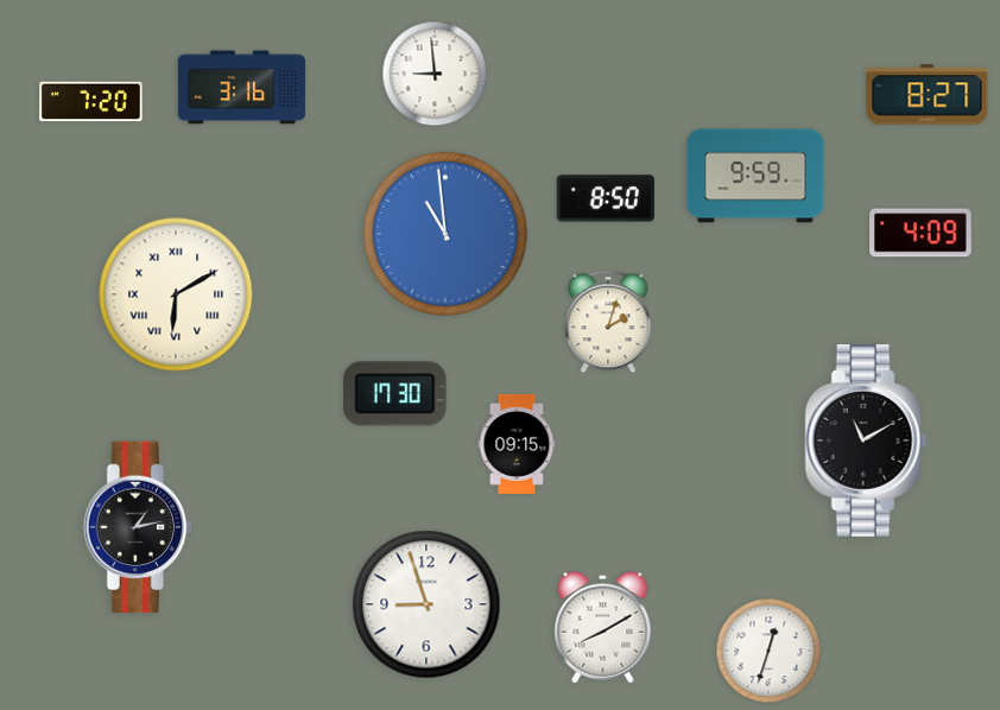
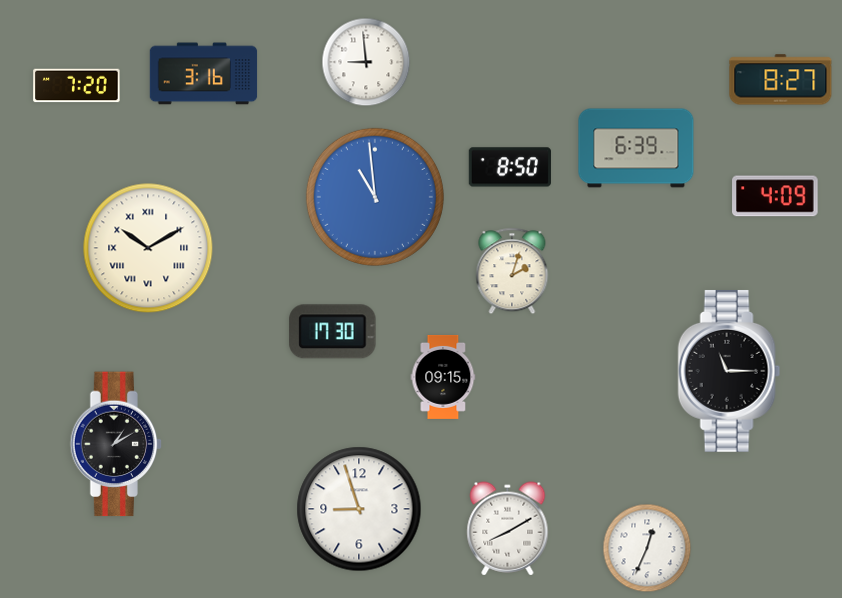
clock at (755, 176): 9:59 -> 6:39
clock at (176, 294): 6:10 -> 10:10
clock at (866, 440): 11:10 -> 11:15
clock at (517, 444) position: (517, 444) -> (443, 377)
clock at (138, 527): 1:13 -> 1:10
clock at (768, 651): 12:33 -> 12:34
